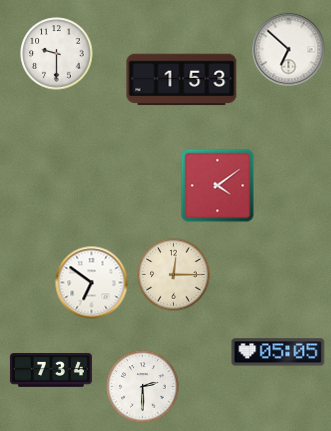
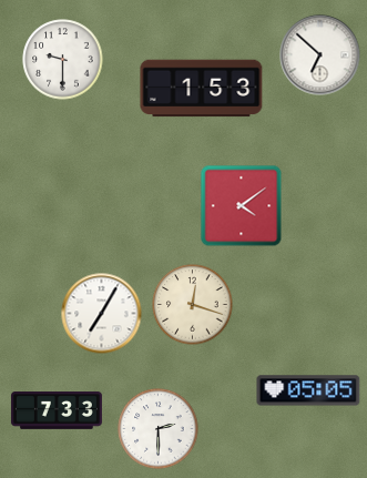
clock at (174, 275): 12:15 -> 12:18
clock at (92, 283): 6:51 -> 7:05
clock at (51, 371): 7:34 -> 7:33
